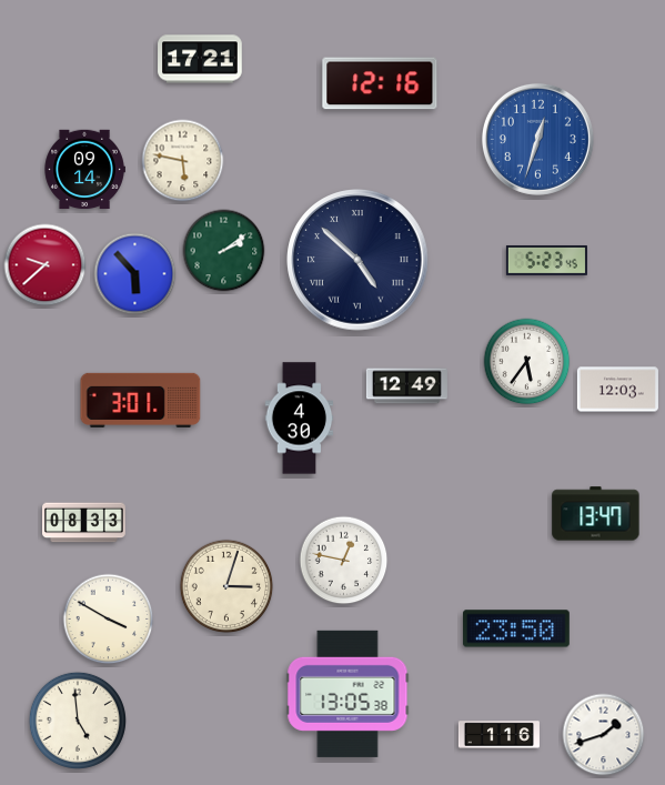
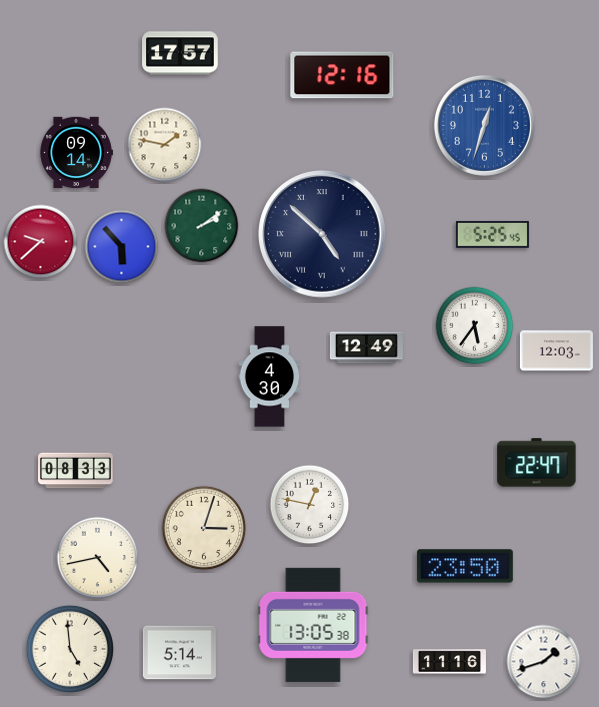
clock at (200, 59): 17:21 -> 17:57
clock at (183, 161): 5:47 -> 1:47
clock at (546, 260): 5:23 -> 5:25
clock at (46, 265) position: (46, 265) -> (41, 242)
clock at (141, 400): 3:01 -> none
clock at (596, 514): 13:47 -> 22:47
clock at (109, 620): 3:50 -> 4:43
clock at (179, 653): none -> 5:14
clock at (498, 735): 1:16 -> 11:16
